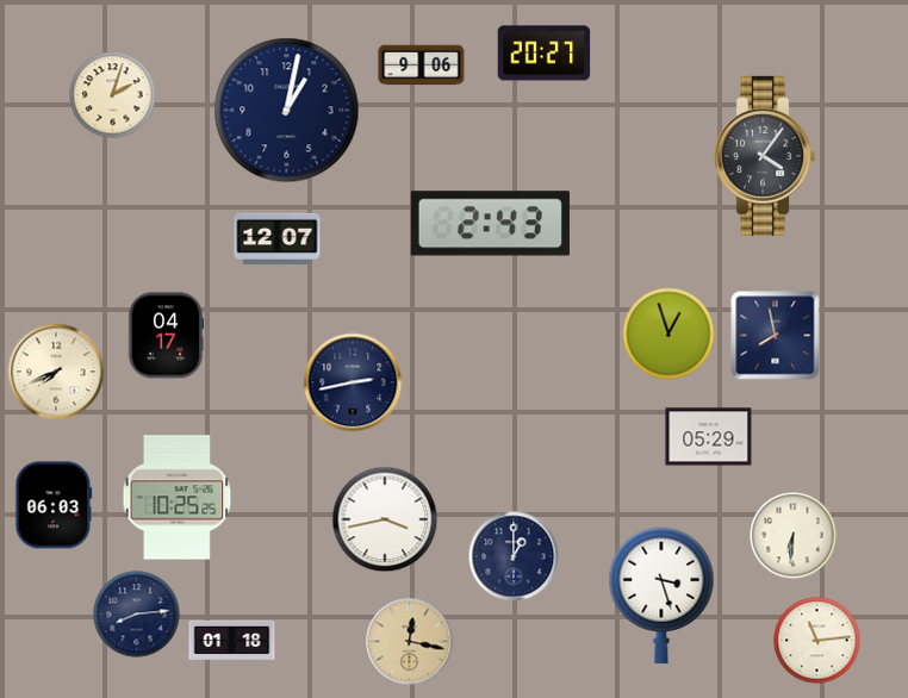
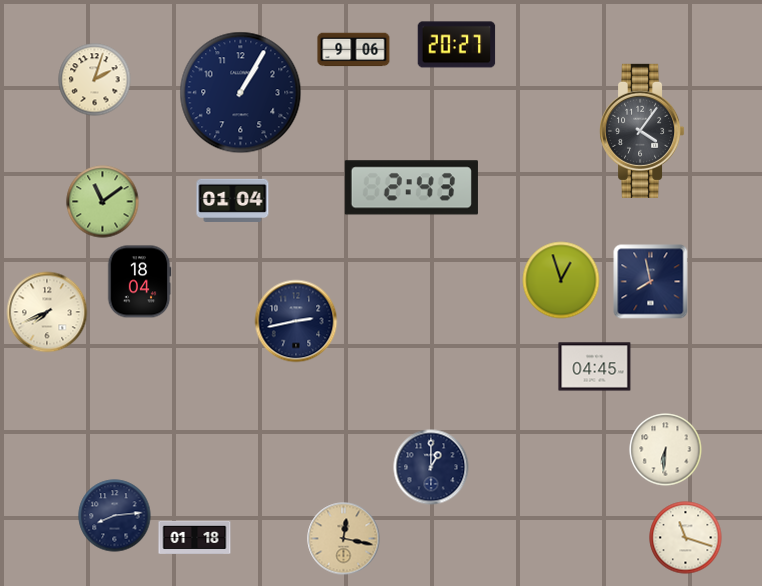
clock at (422, 66) position: (422, 66) -> (354, 50)
clock at (287, 111): 1:02 -> 1:05
clock at (278, 238): 12:07 -> 01:04
clock at (103, 202): none -> 11:09
clock at (166, 336): 04:17 -> 18:04
clock at (709, 437): 05:29 -> 04:45
clock at (178, 498): 10:25 -> none
clock at (54, 505): 06:03 -> none
clock at (385, 519): 3:43 -> none
clock at (661, 596): 3:27 -> none
clock at (817, 641): 11:14 -> 11:18
